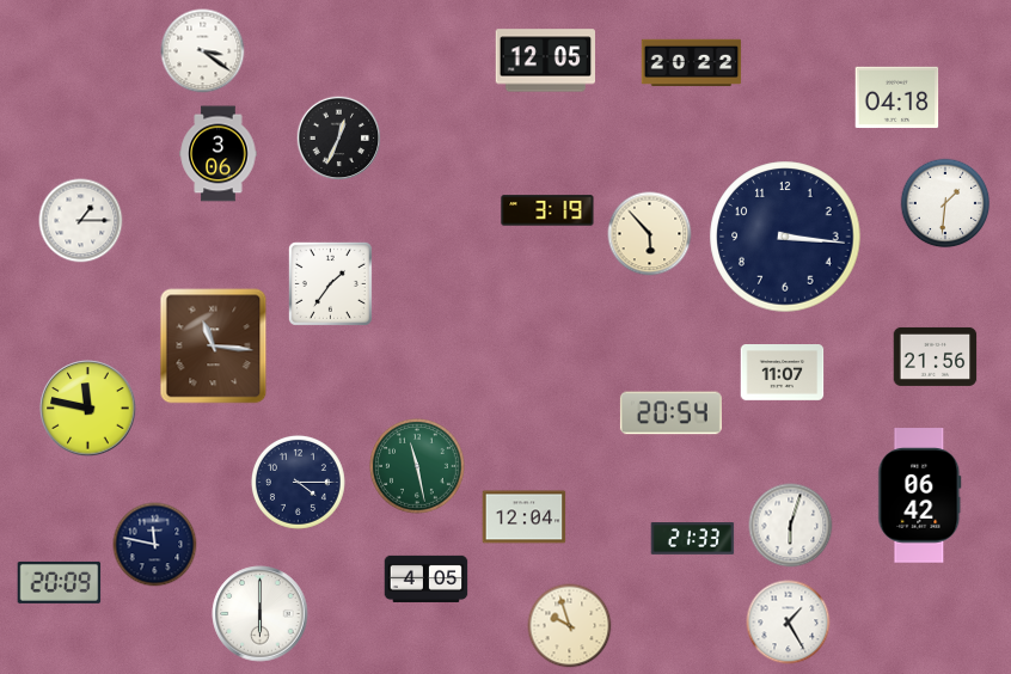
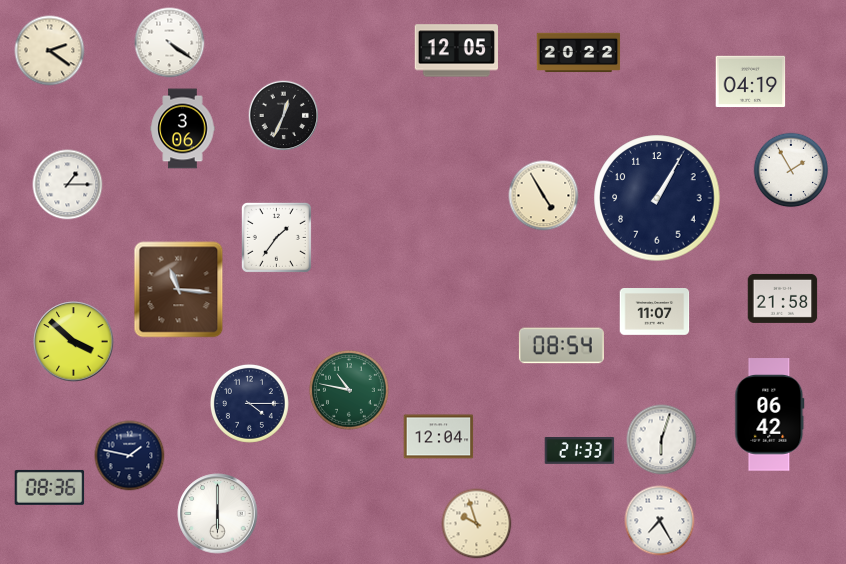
clock at (203, 51): 3:21 -> 4:21
clock at (50, 51): none -> 2:21
clock at (897, 98): 04:18 -> 04:19
clock at (945, 203): 1:31 -> 1:55
clock at (547, 210): 3:19 -> none
clock at (650, 234): 5:53 -> 4:55
clock at (785, 237): 3:16 -> 1:05
clock at (936, 356): 21:56 -> 21:58
clock at (88, 409): 11:47 -> 3:52
clock at (670, 413): 20:54 -> 08:54
clock at (418, 467): 11:28 -> 10:47
clock at (525, 517) position: (525, 517) -> (439, 437)
clock at (155, 545): 11:47 -> 1:47
clock at (427, 578): 4:05 -> none
clock at (60, 582): 20:09 -> 08:36
clock at (789, 623): 1:25 -> 7:25
